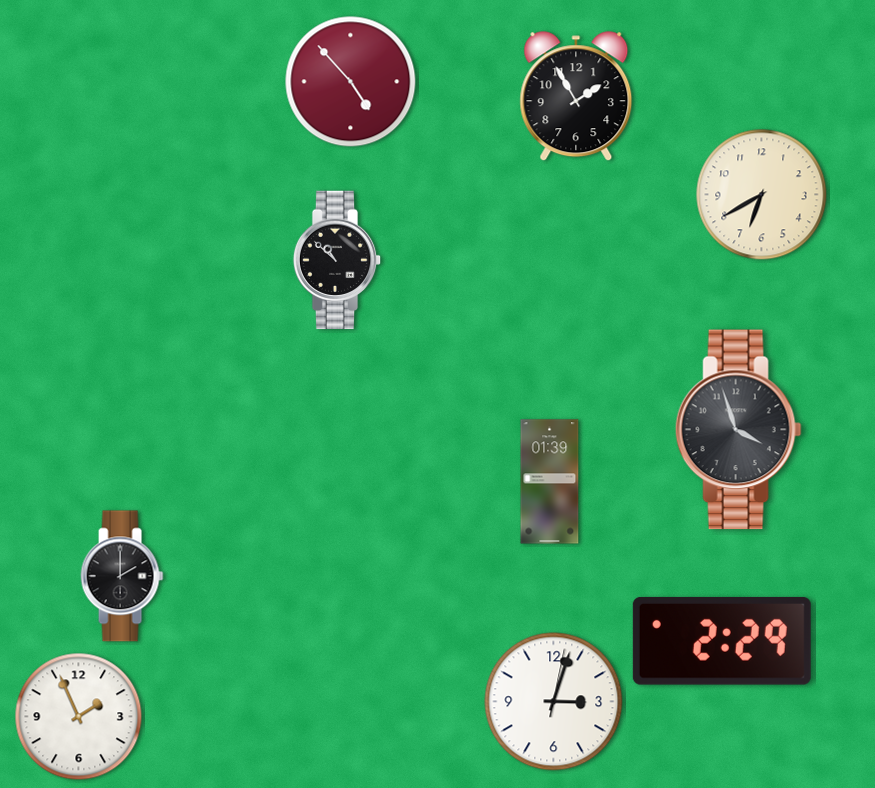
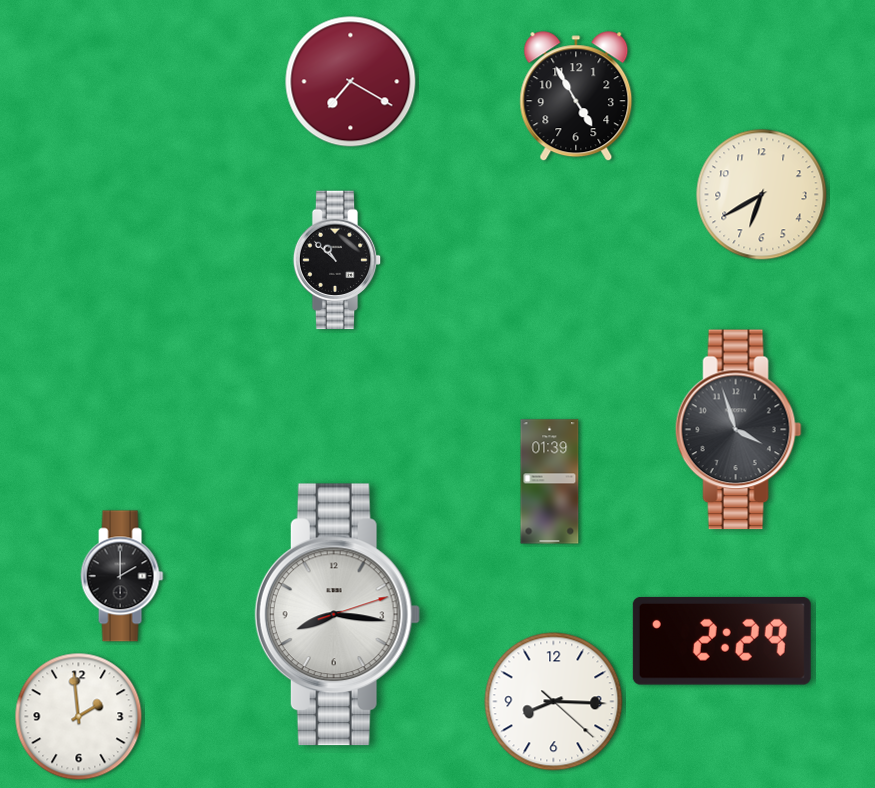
clock at (351, 82): 4:53 -> 7:20
clock at (576, 97): 1:55 -> 4:55
clock at (337, 615): none -> 8:16
clock at (554, 702): 3:03 -> 8:15
clock at (79, 717): 1:56 -> 1:59
